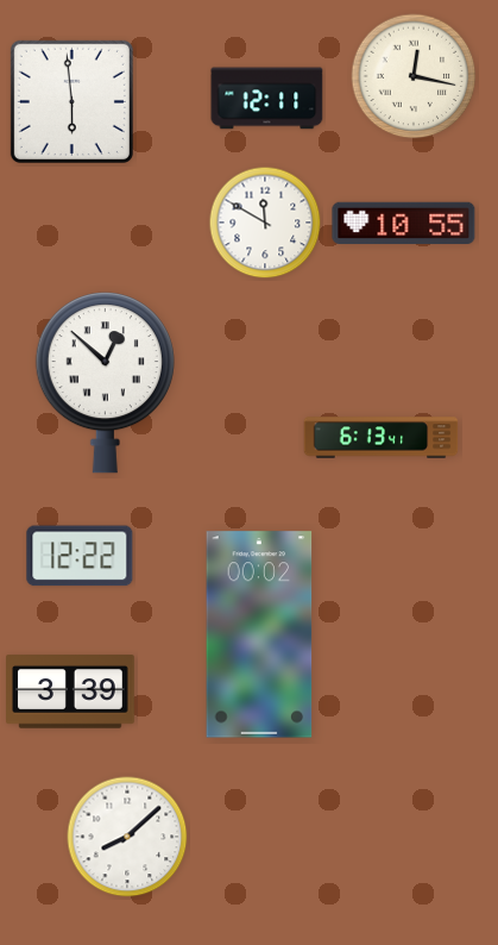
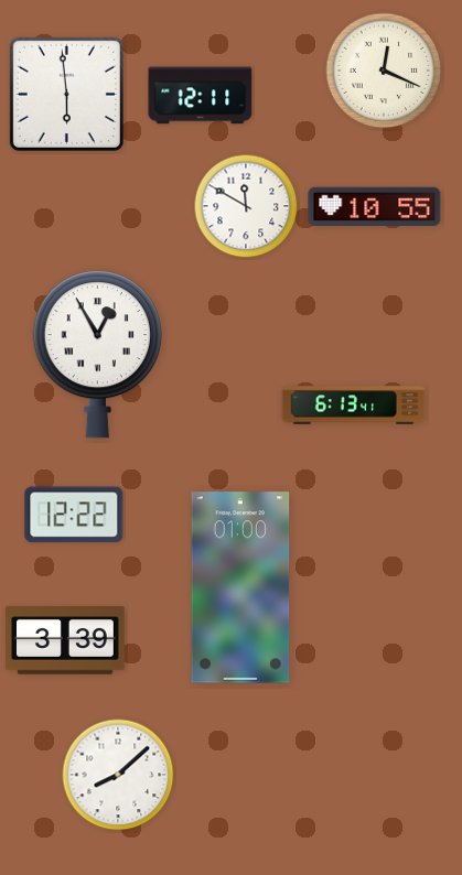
clock at (414, 76): 12:17 -> 12:19
clock at (267, 99) position: (267, 99) -> (201, 96)
clock at (105, 383): 12:52 -> 12:55
clock at (259, 634): 00:02 -> 01:00
